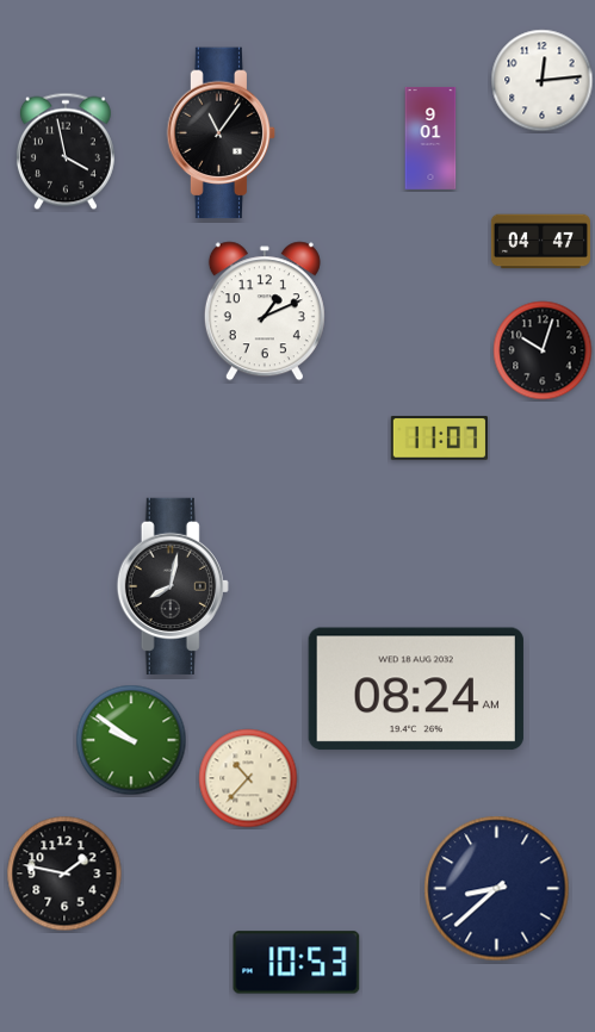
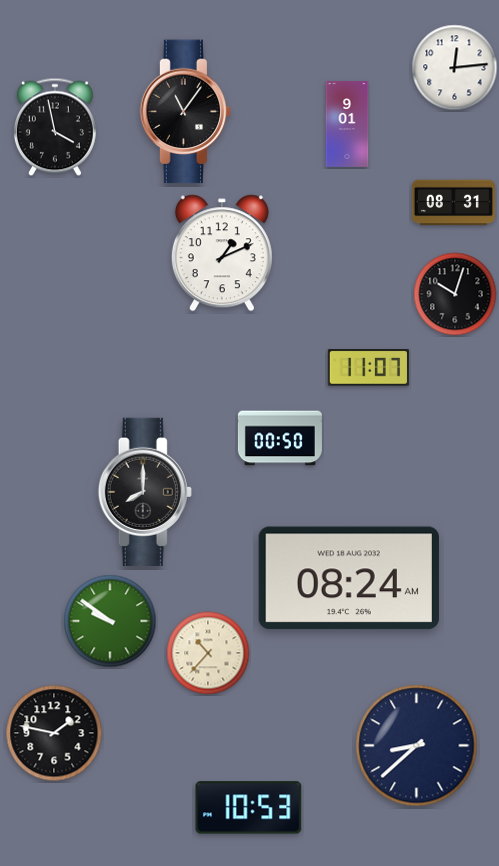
clock at (430, 138) position: (430, 138) -> (347, 124)
clock at (540, 242): 04:47 -> 08:31
clock at (265, 311) position: (265, 311) -> (222, 253)
clock at (280, 438): none -> 00:50
clock at (173, 586): 8:02 -> 8:00
